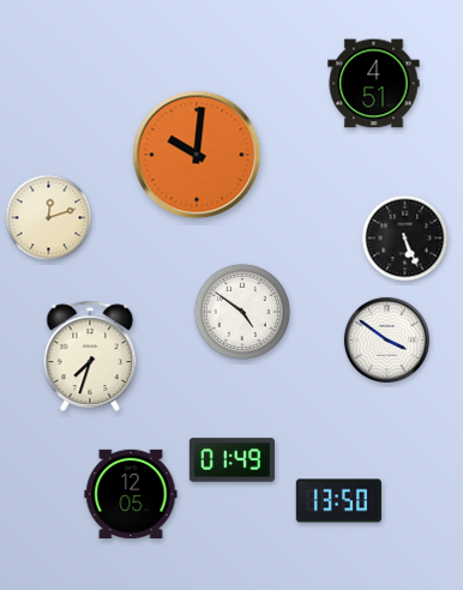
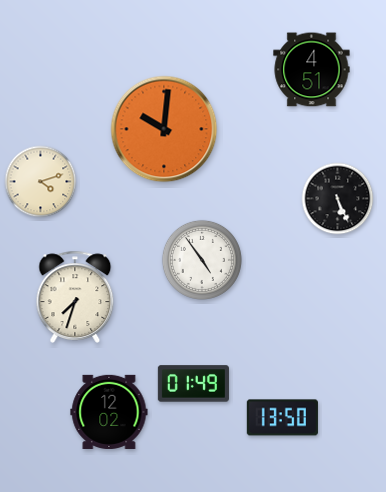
clock at (49, 218): 12:12 -> 4:12
clock at (242, 312): 4:51 -> 4:54
clock at (386, 339): 3:51 -> none
clock at (131, 494): 12:05 -> 12:02
